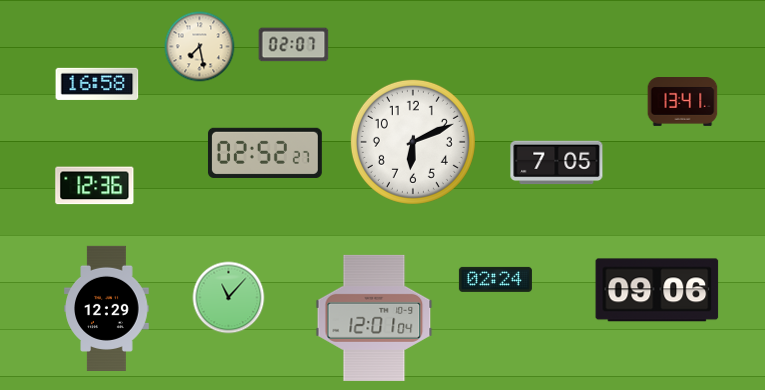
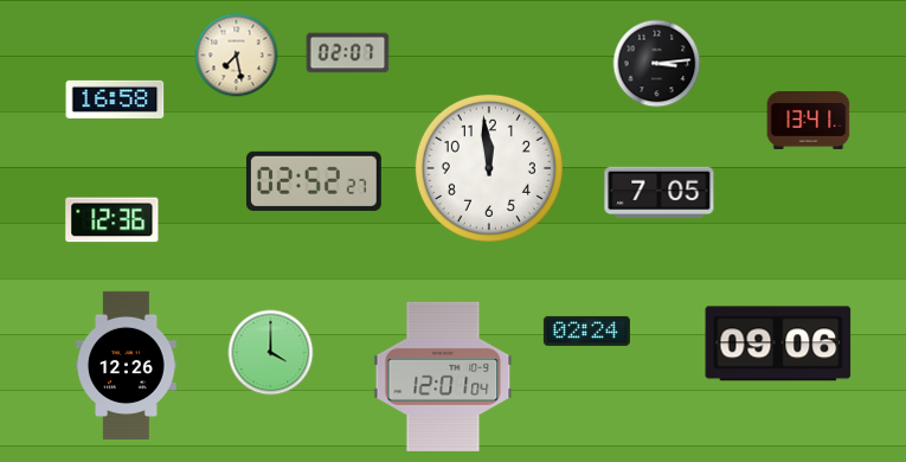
clock at (657, 64): none -> 3:14
clock at (413, 142): 6:11 -> 11:59
clock at (229, 298): 11:07 -> 4:00
clock at (107, 308): 12:29 -> 12:26
